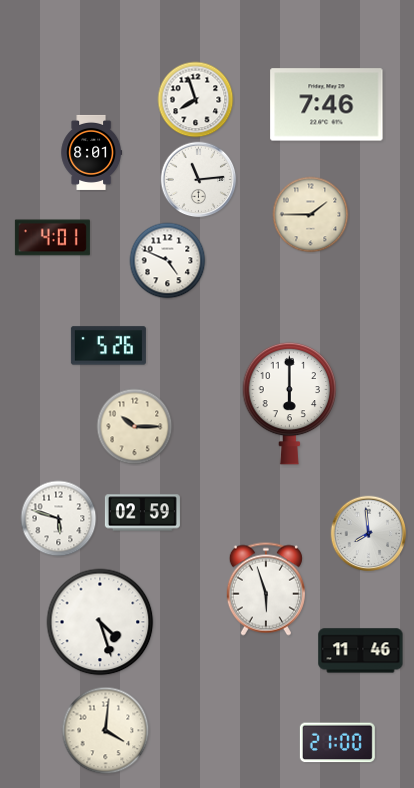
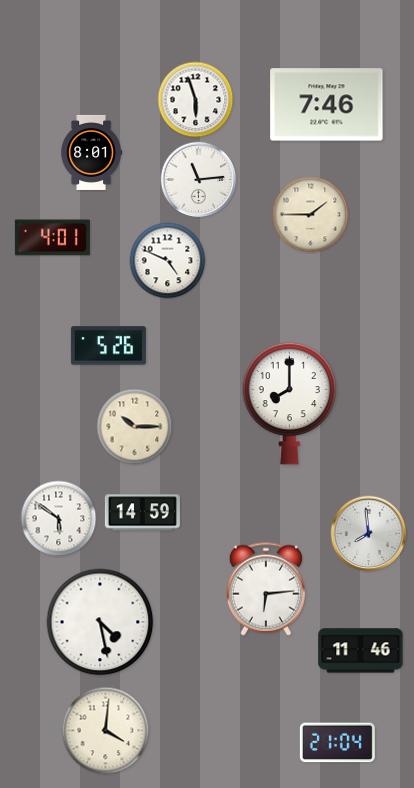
clock at (196, 100): 7:57 -> 5:57
clock at (290, 403): 6:00 -> 8:00
clock at (142, 513): 02:59 -> 14:59
clock at (59, 519): 5:48 -> 5:51
clock at (266, 589): 5:57 -> 6:14
clock at (100, 622): 4:27 -> 4:28
clock at (337, 743): 21:00 -> 21:04
